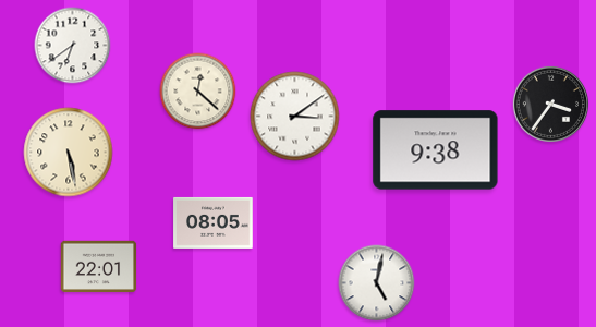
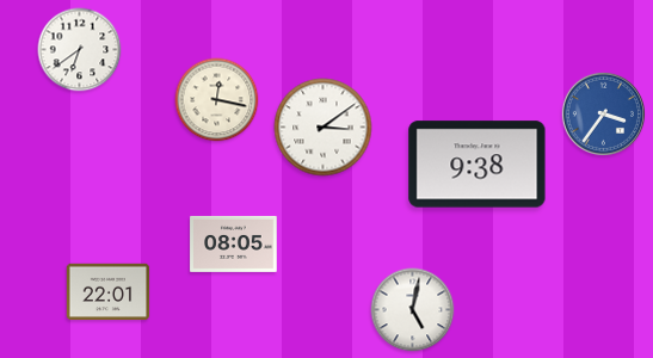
clock at (198, 92): 12:22 -> 12:17
clock at (550, 104) dial: black -> blue
clock at (69, 153): 5:28 -> none
